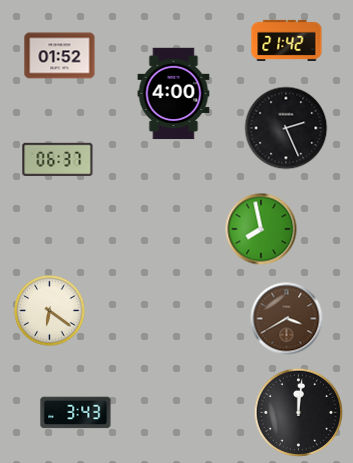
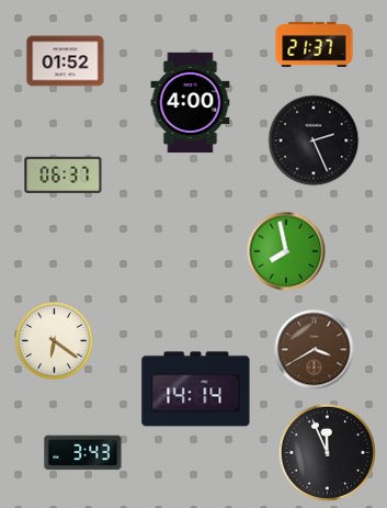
clock at (287, 40): 21:42 -> 21:37
clock at (196, 390): none -> 14:14
clock at (299, 413): 12:01 -> 11:56
